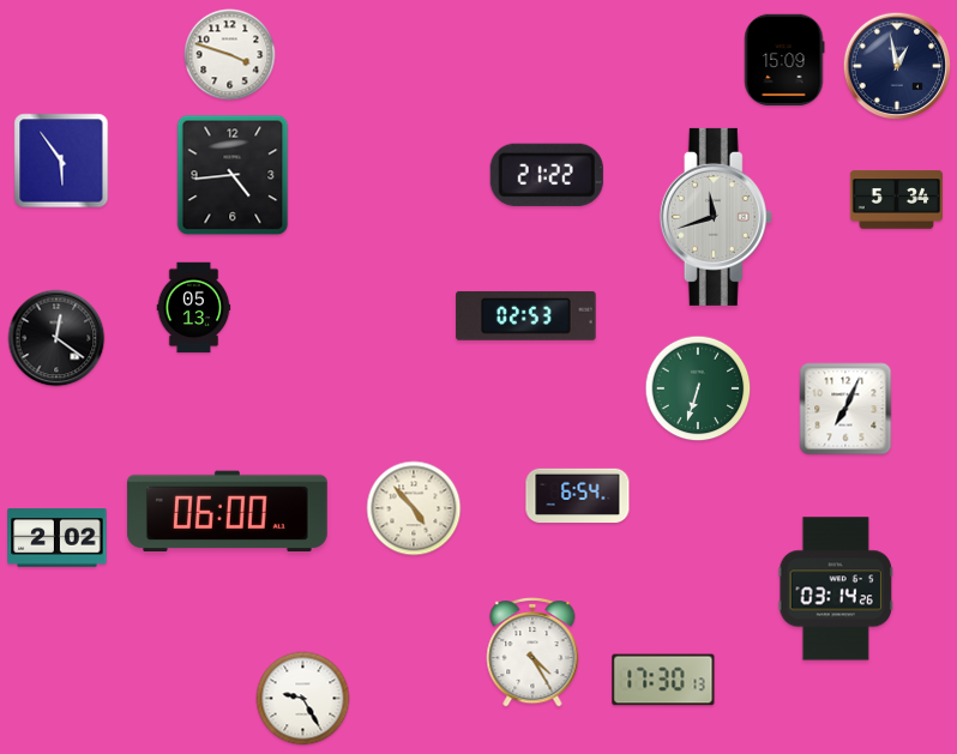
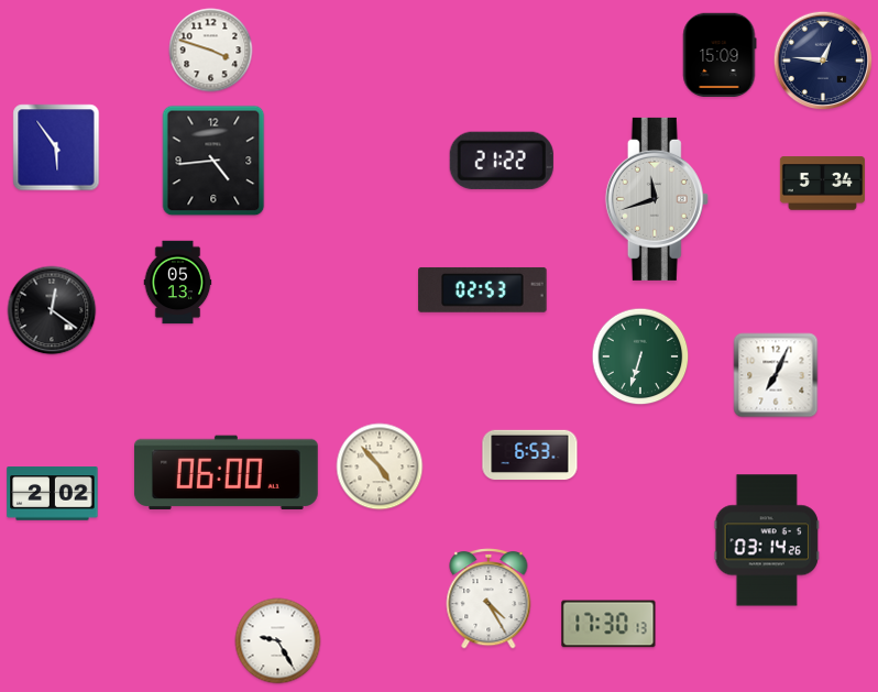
clock at (897, 66): 12:58 -> 12:46
clock at (578, 496): 6:54 -> 6:53
clock at (227, 512) position: (227, 512) -> (226, 473)
